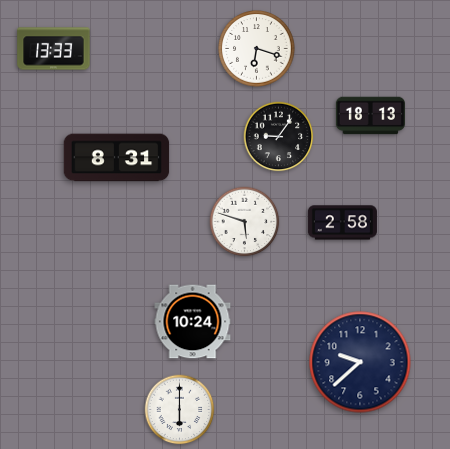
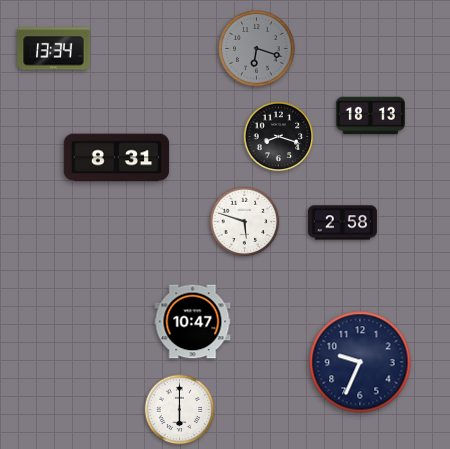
clock at (54, 49): 13:33 -> 13:34
clock at (257, 49) dial: white -> grey
clock at (279, 137): 9:06 -> 8:18
clock at (193, 322): 10:24 -> 10:47
clock at (360, 362): 9:38 -> 9:34
